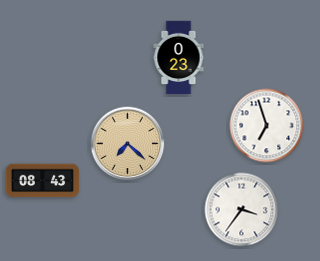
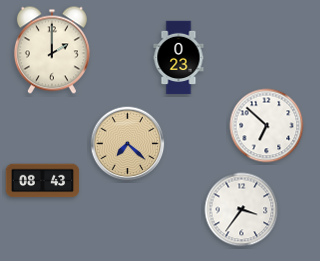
clock at (52, 50): none -> 2:00
clock at (267, 126): 6:57 -> 6:52
